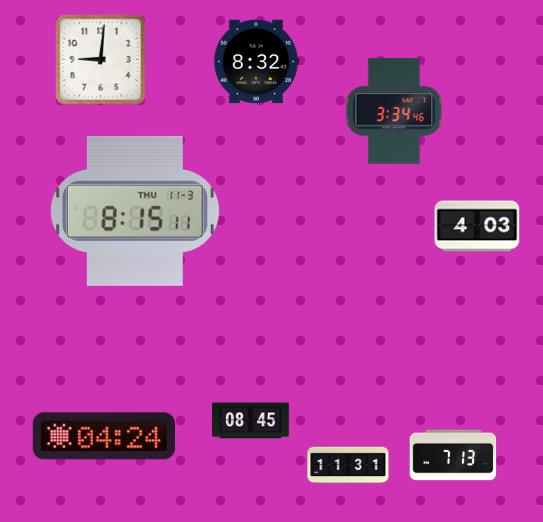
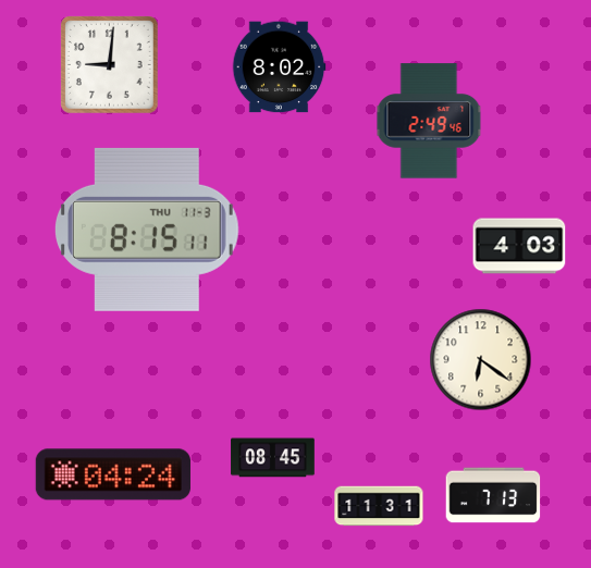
clock at (256, 62): 8:32 -> 8:02
clock at (394, 111): 3:34 -> 2:49
clock at (481, 360): none -> 6:21
